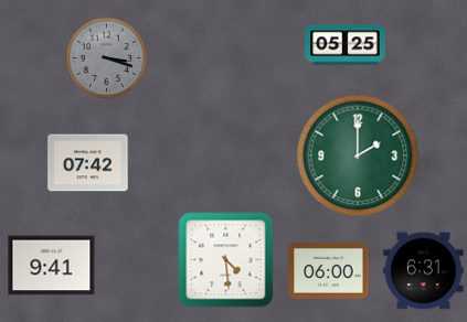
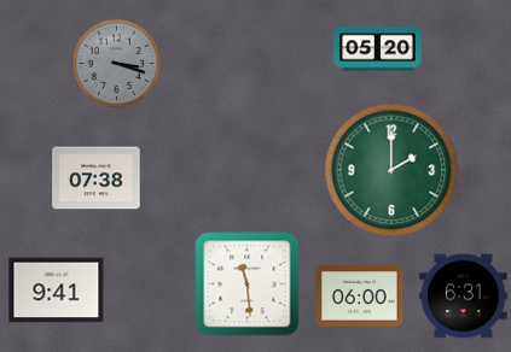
clock at (346, 45): 05:25 -> 05:20
clock at (88, 163): 07:42 -> 07:38
clock at (226, 260): 4:29 -> 11:29
